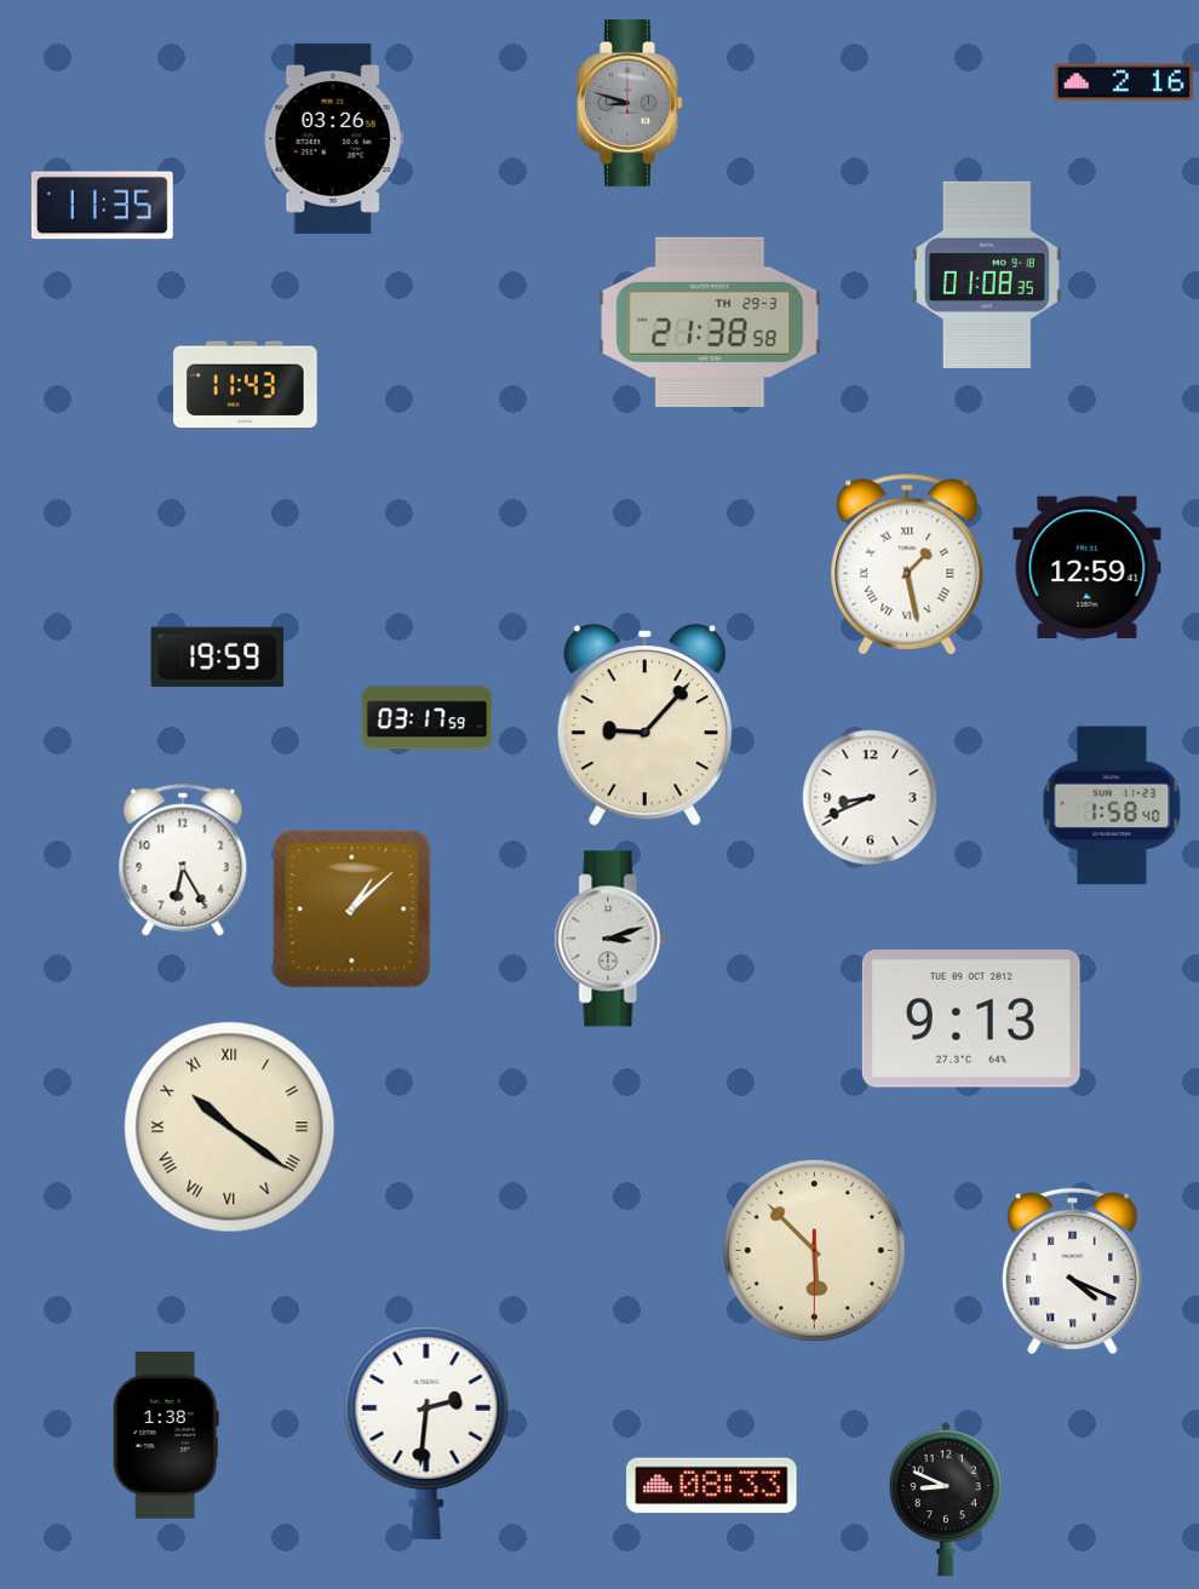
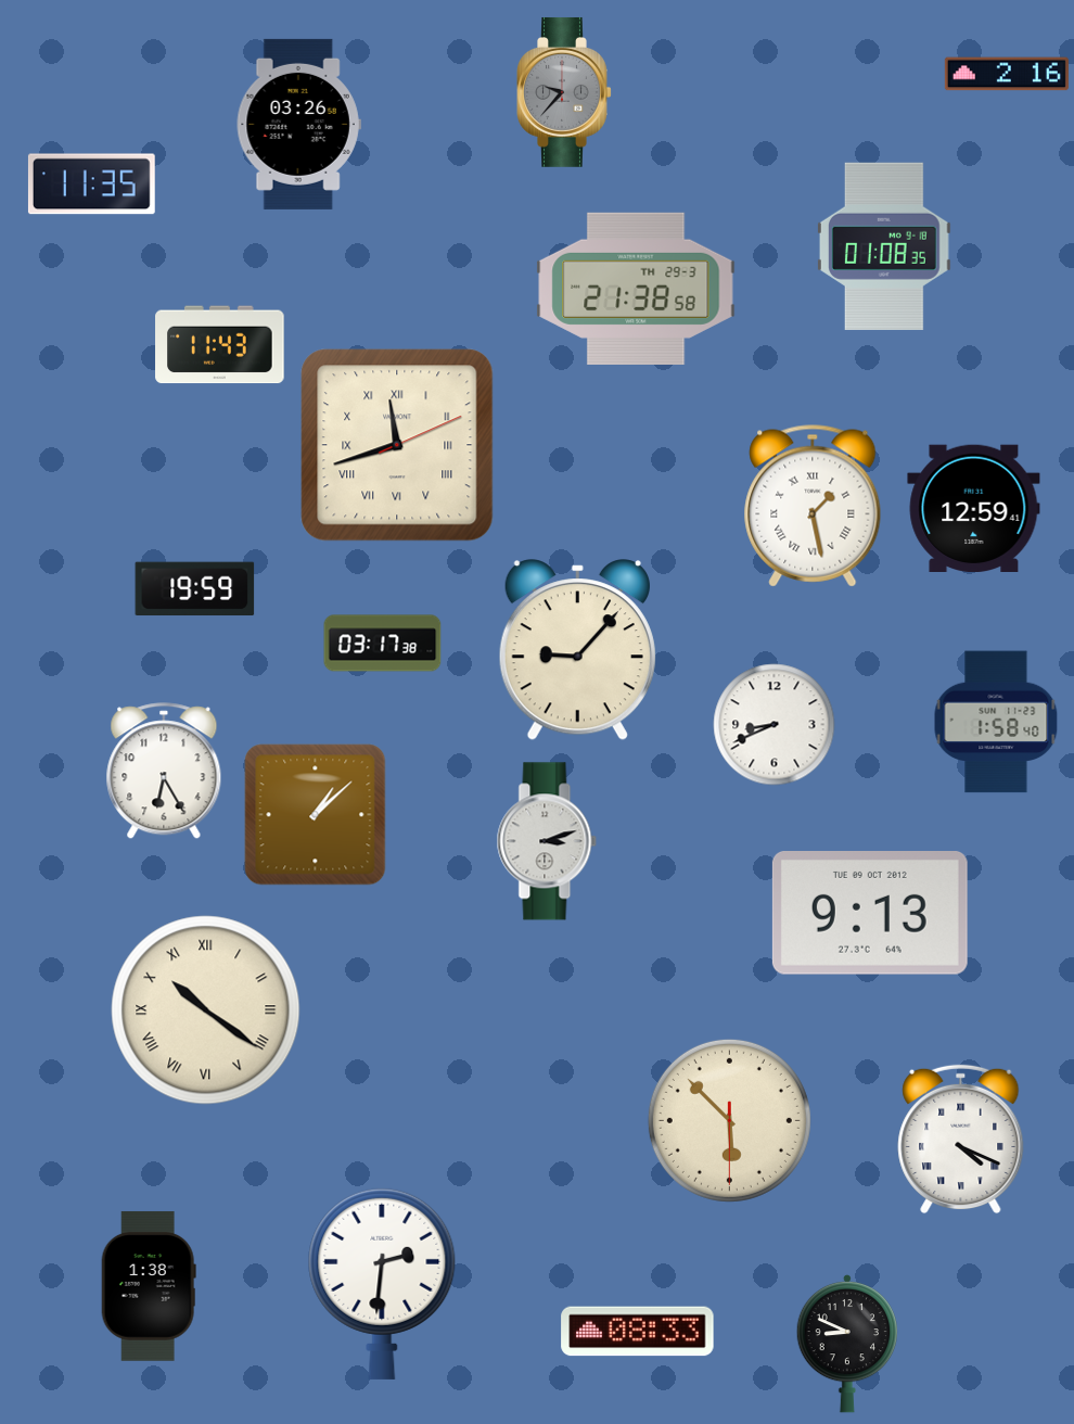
clock at (630, 103): 8:48 -> 9:37
clock at (397, 445): none -> 11:42
clock at (428, 718): 03:17:59 -> 03:17:38
clock at (871, 798) position: (871, 798) -> (775, 725)
